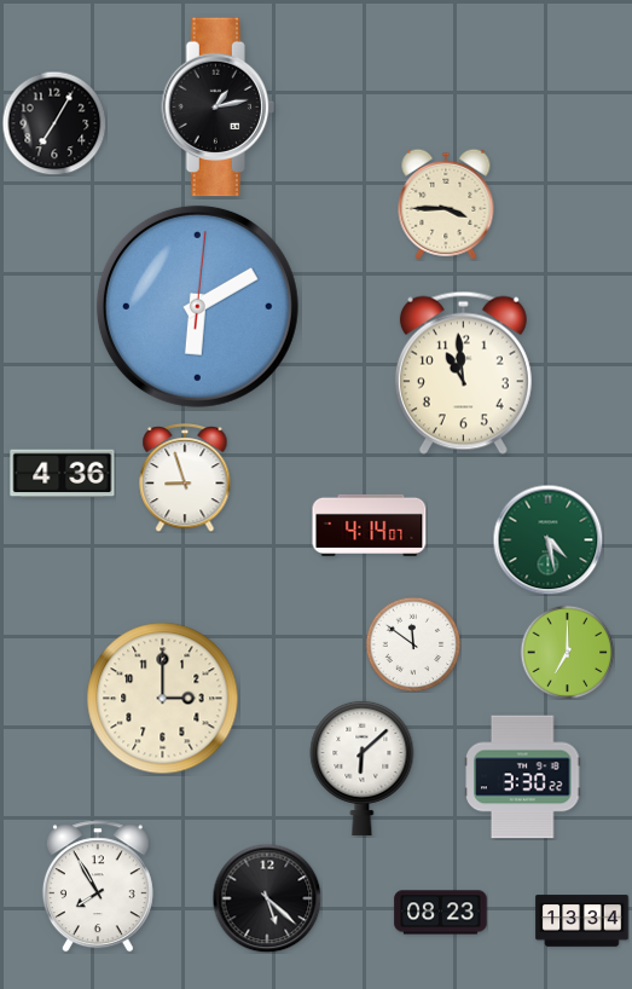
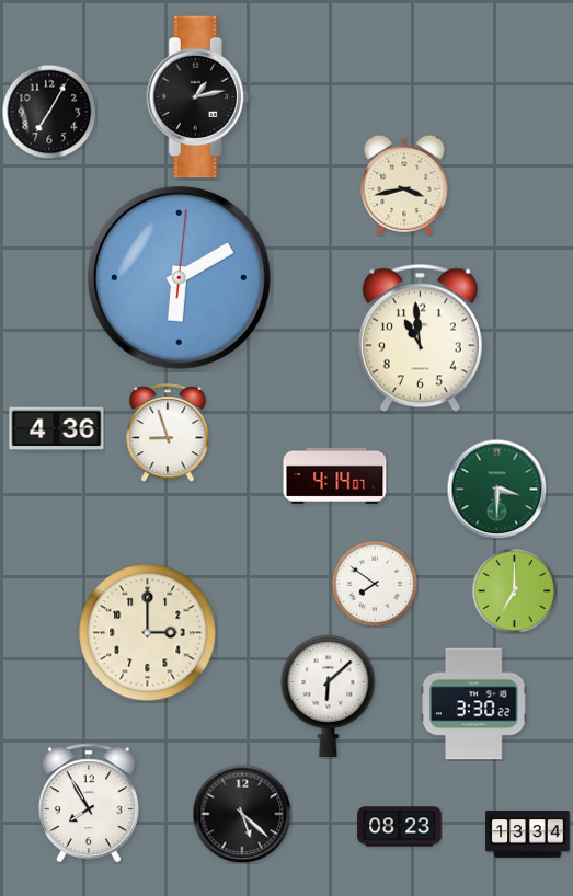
clock at (446, 204): 3:45 -> 3:43
clock at (547, 539): 4:28 -> 3:30
clock at (413, 644): 11:51 -> 7:51
